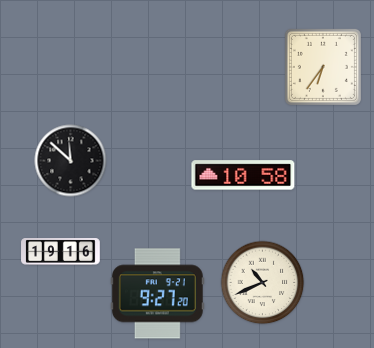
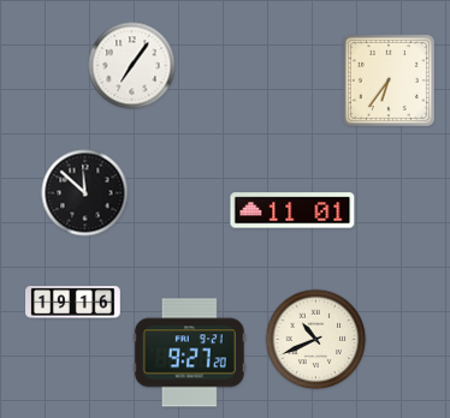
clock at (132, 66): none -> 7:06
clock at (243, 175): 10:58 -> 11:01
